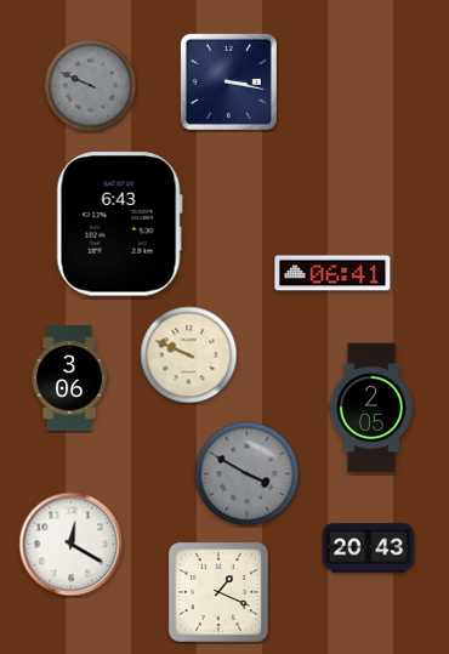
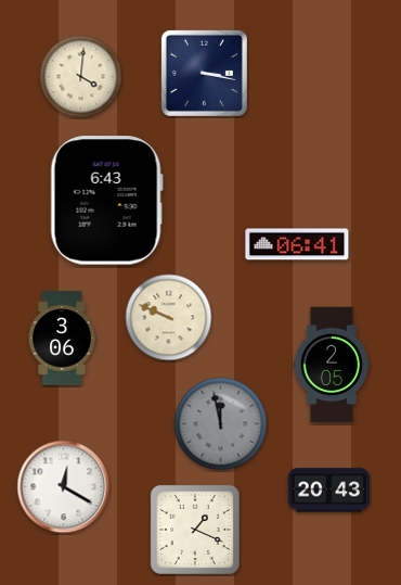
clock at (91, 86): 9:49 -> 4:01
clock at (91, 86) dial: grey -> cream
clock at (248, 474): 3:50 -> 11:58
